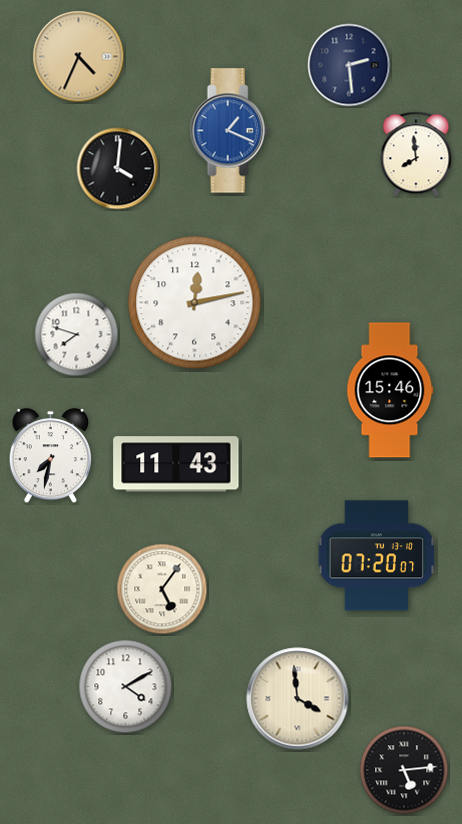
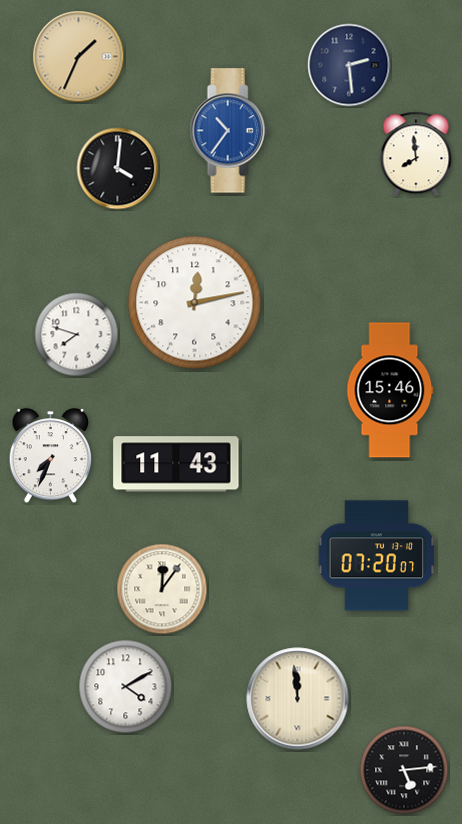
clock at (79, 57): 4:34 -> 1:34
clock at (229, 131): 1:19 -> 10:36
clock at (51, 456): 7:32 -> 7:34
clock at (162, 589): 5:06 -> 12:06
clock at (298, 699): 3:59 -> 11:59
